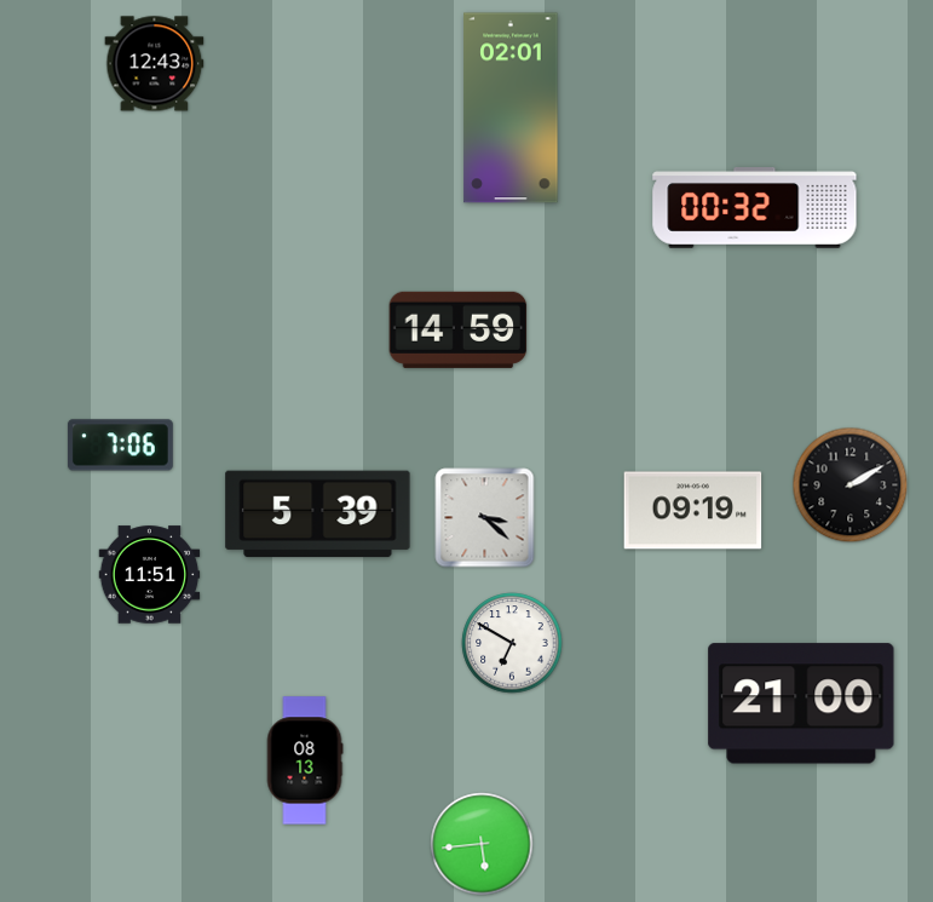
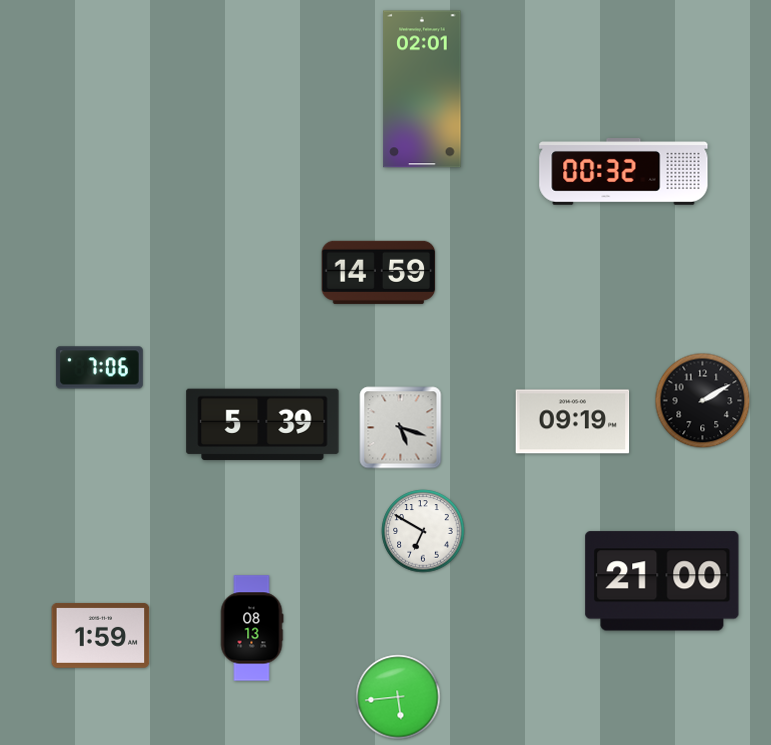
clock at (155, 64): 12:43 -> none
clock at (485, 518): 3:22 -> 5:18
clock at (150, 575): 11:51 -> none
clock at (101, 635): none -> 1:59
